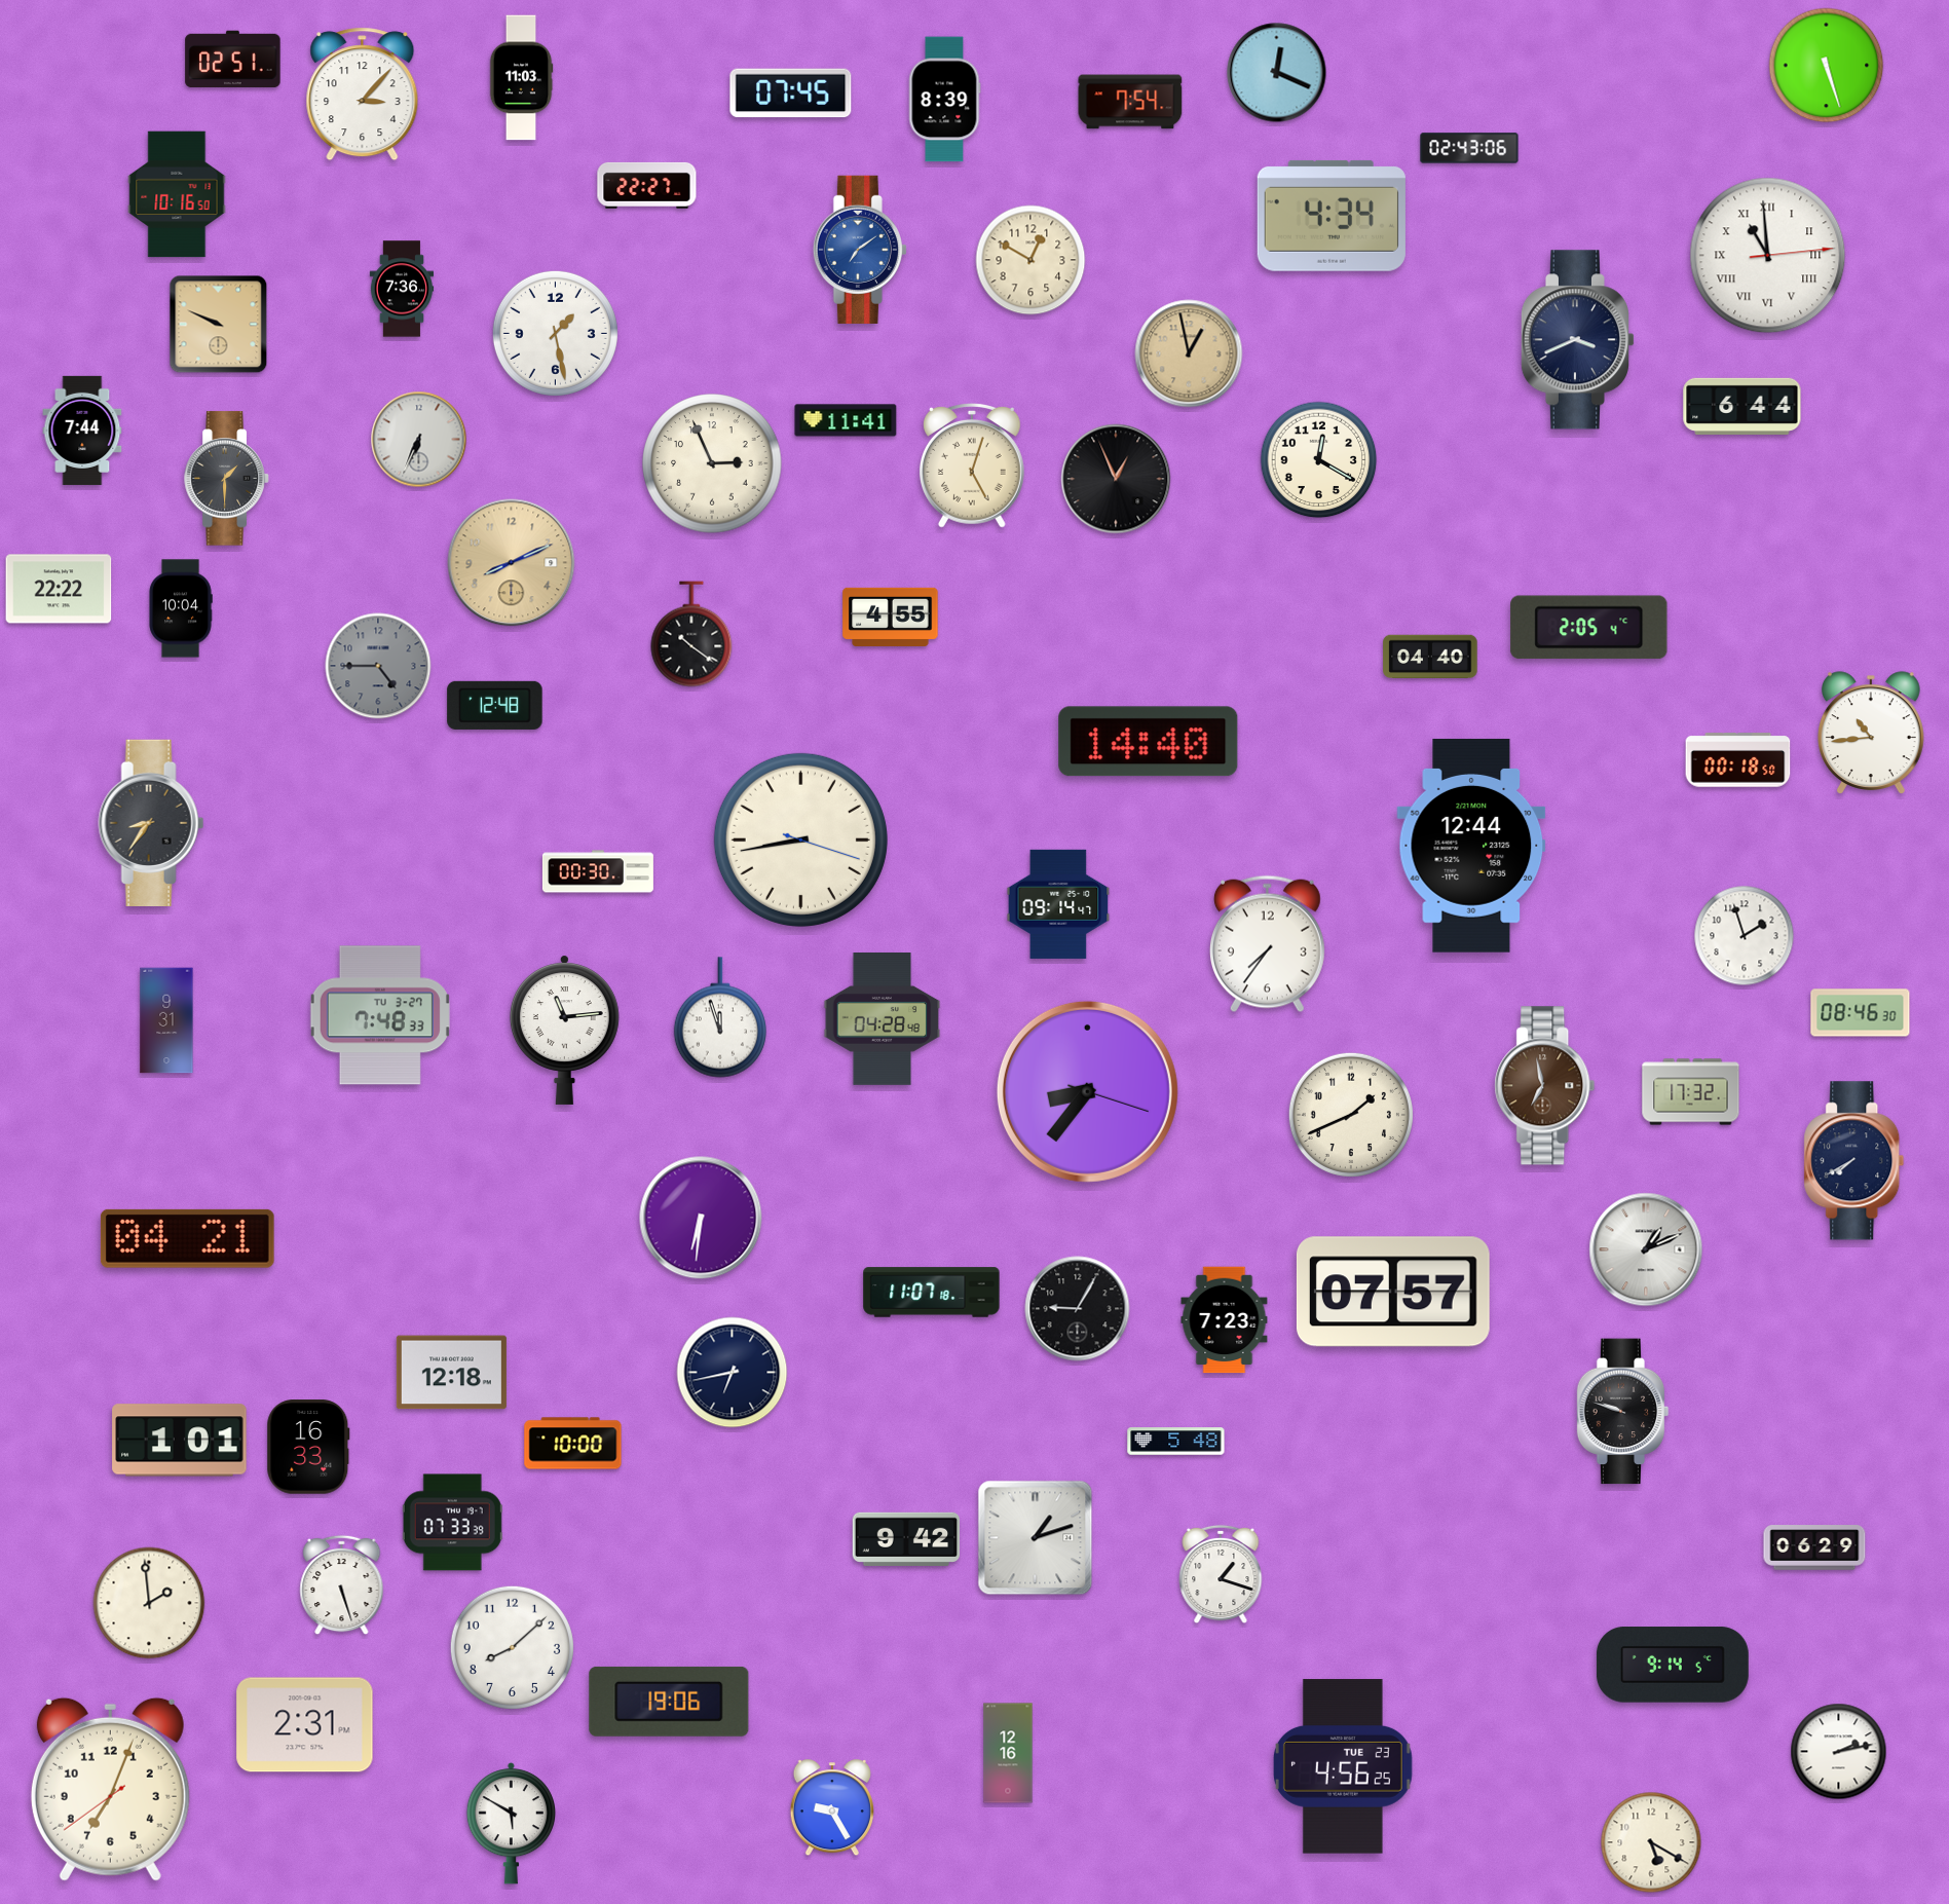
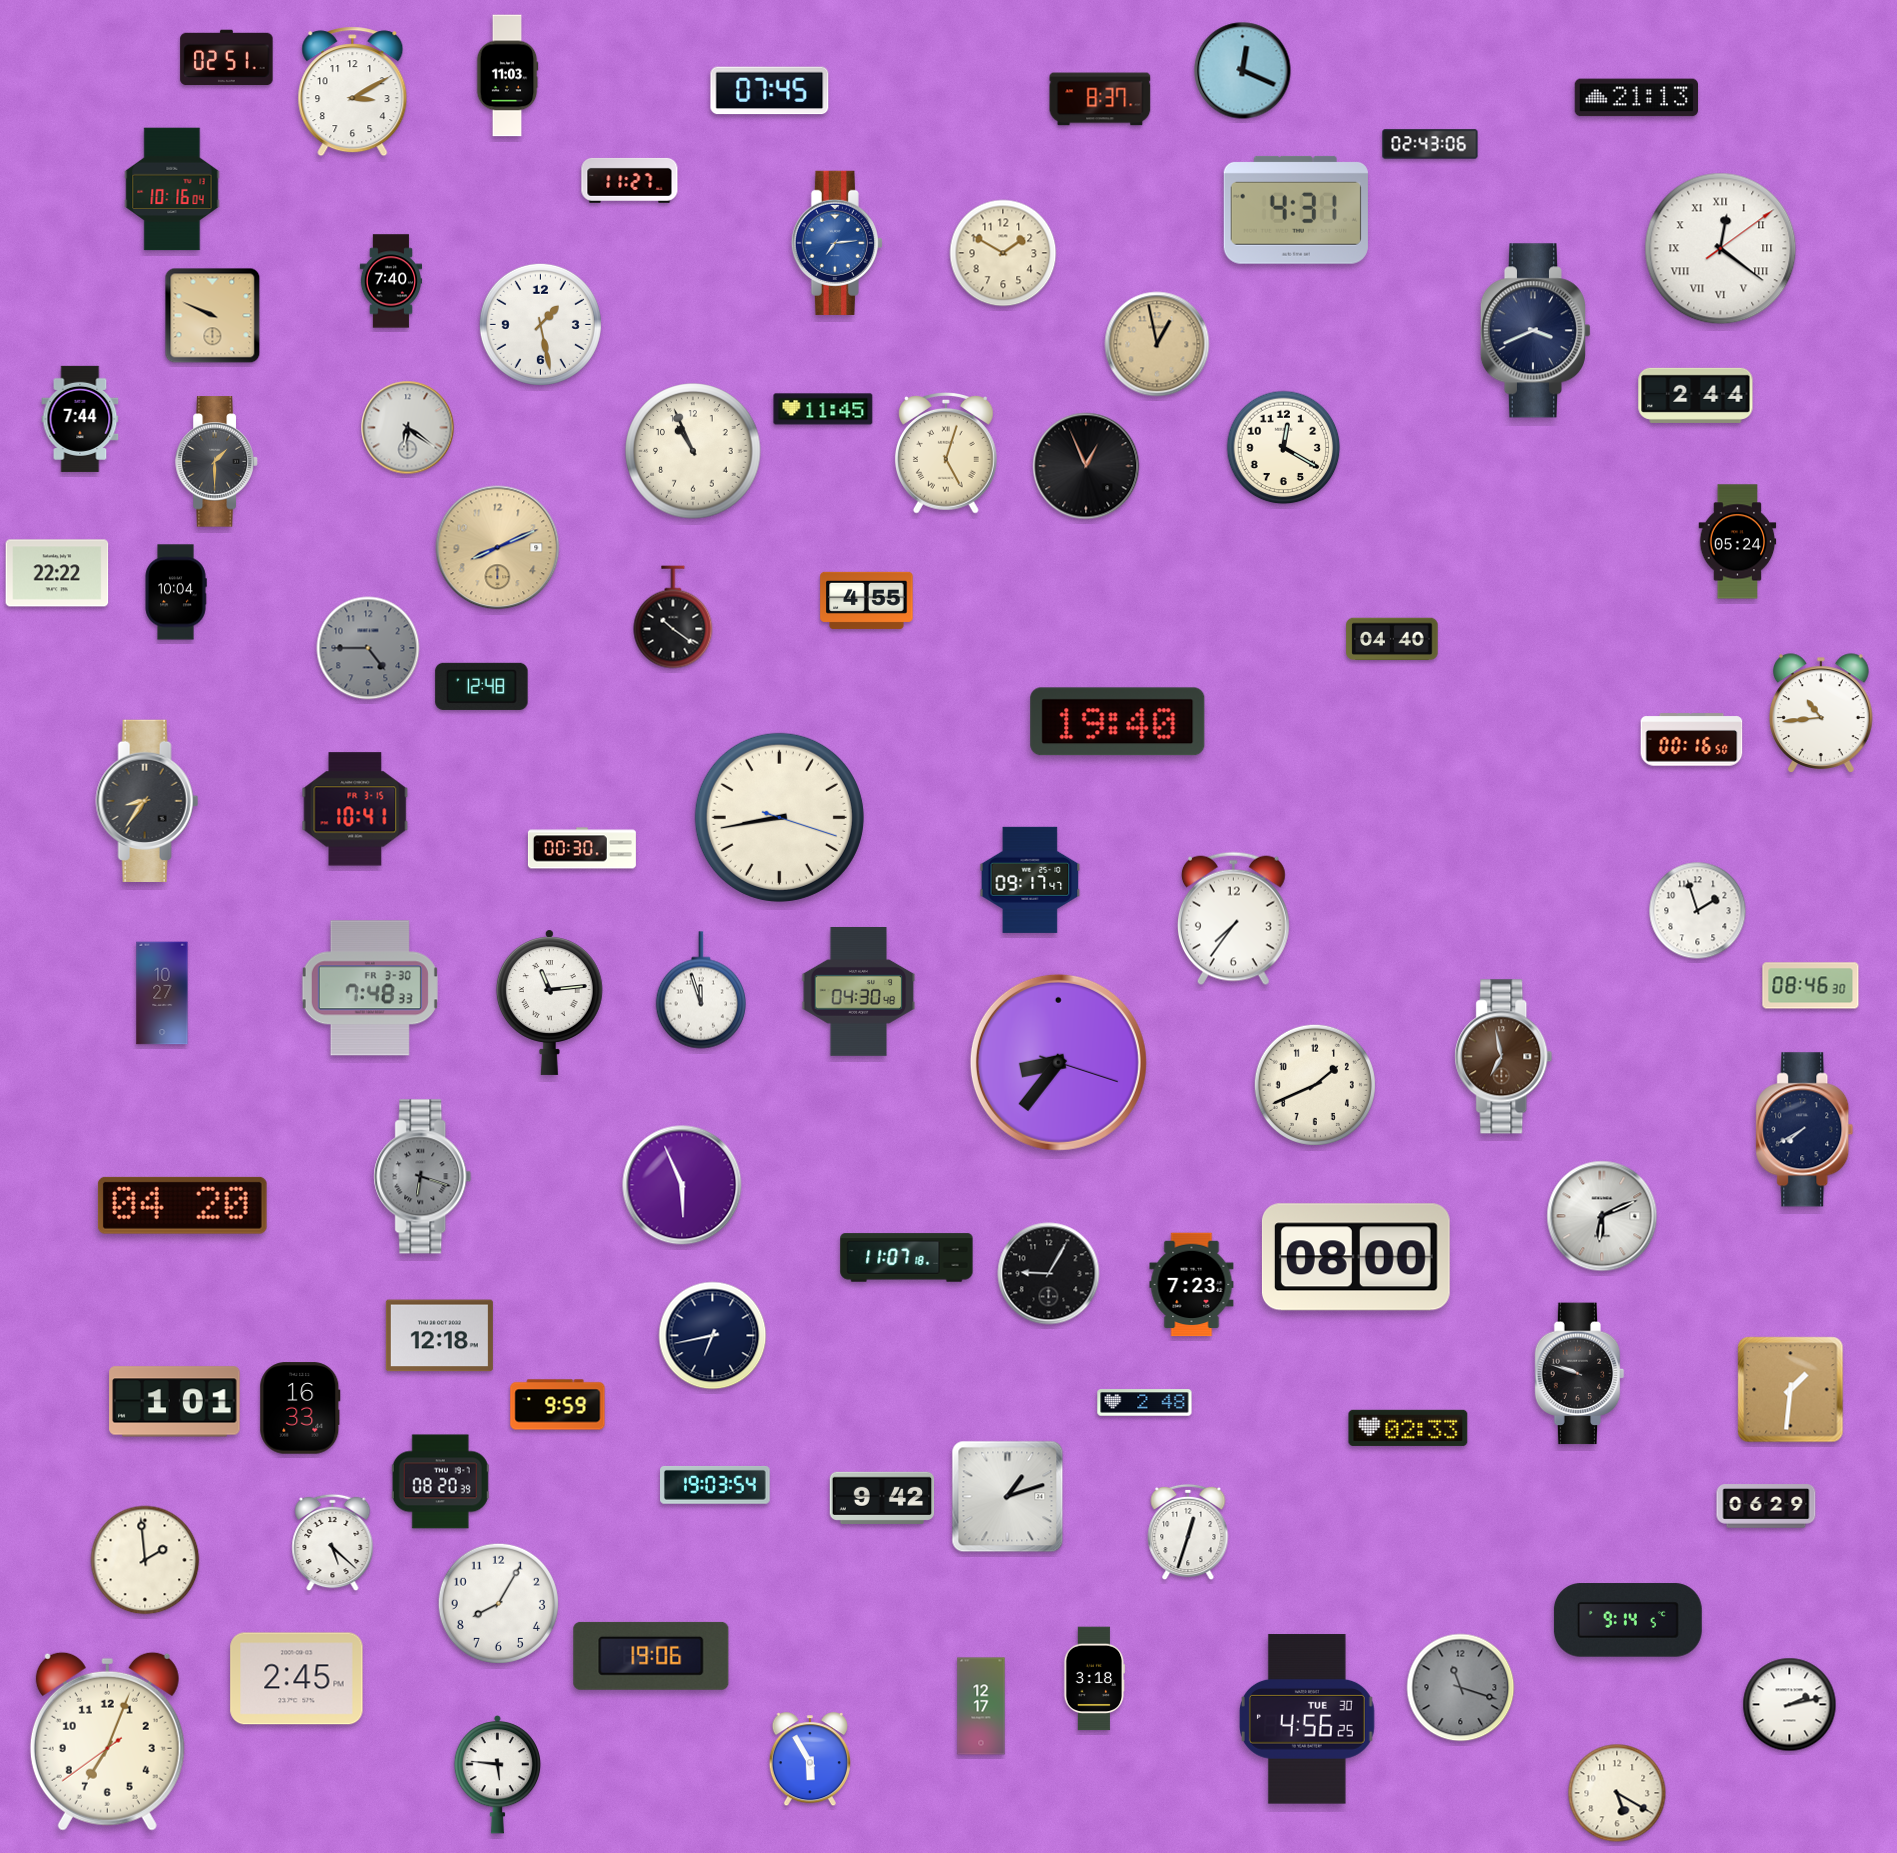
clock at (1827, 66): 5:27 -> none
clock at (363, 95): 3:07 -> 3:10
clock at (944, 100): 8:39 -> none
clock at (1637, 98): none -> 21:13
clock at (1130, 102): 7:54 -> 8:37
clock at (647, 185): 22:27 -> 11:27
clock at (177, 194): 10:16:50 -> 10:16:04
clock at (1332, 216): 4:34 -> 4:31
clock at (860, 250): 7:09 -> 7:14
clock at (1768, 256): 10:59 -> 12:21
clock at (1030, 260): 12:50 -> 1:50
clock at (402, 289): 7:36 -> 7:40
clock at (1742, 406): 6:44 -> 2:44
clock at (846, 420): 11:41 -> 11:45
clock at (419, 440): 6:34 -> 6:21
clock at (712, 463): 2:56 -> 10:56
clock at (227, 479) position: (227, 479) -> (217, 462)
clock at (1738, 542): none -> 05:24
clock at (1589, 628): 2:05 -> none
clock at (1149, 742): 14:40 -> 19:40
clock at (1738, 760): 00:18 -> 00:16
clock at (355, 809): none -> 10:41
clock at (1471, 846): 12:44 -> none
clock at (1058, 904): 09:14 -> 09:17
clock at (380, 1015) date: TU 3-27 -> FR 3-30
clock at (883, 1019): 04:28 -> 04:30
clock at (166, 1020): 9:31 -> 10:27
clock at (1691, 1092): 17:32 -> none
clock at (423, 1177): none -> 6:18
clock at (701, 1218): 6:31 -> 5:56
clock at (187, 1238): 04:21 -> 04:20
clock at (1646, 1249): 1:11 -> 6:11
clock at (1393, 1292): 07:57 -> 08:00
clock at (1791, 1390): none -> 1:31
clock at (1176, 1442): 5:48 -> 2:48
clock at (573, 1444): 10:00 -> 9:59
clock at (1408, 1428): none -> 02:33
clock at (452, 1523): 07:33 -> 08:20
clock at (716, 1485): none -> 19:03
clock at (1221, 1574): 1:18 -> 12:33
clock at (342, 1585): 5:27 -> 5:22
clock at (512, 1647): 8:08 -> 8:05
clock at (305, 1725): 2:31 -> 2:45
clock at (1095, 1679): none -> 3:18
clock at (1461, 1688): none -> 11:18
clock at (1008, 1753): 12:16 -> 12:17
clock at (1343, 1766) date: TUE 23 -> TUE 30
clock at (831, 1808): 9:25 -> 5:55
clock at (511, 1824): 5:50 -> 5:46
clock at (1651, 1842) position: (1651, 1842) -> (1617, 1793)
